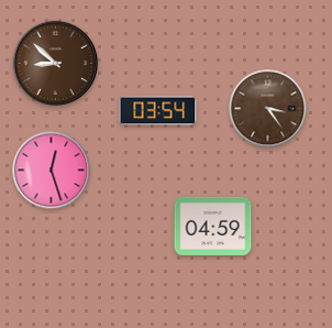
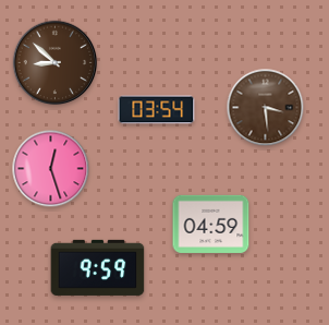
clock at (268, 109): 3:24 -> 3:29
clock at (98, 267): none -> 9:59
